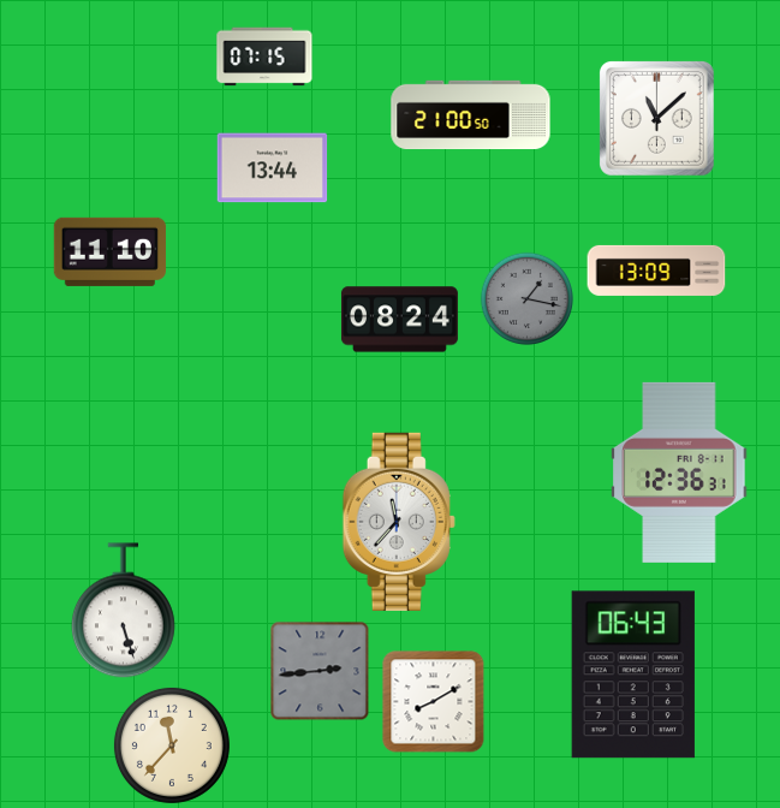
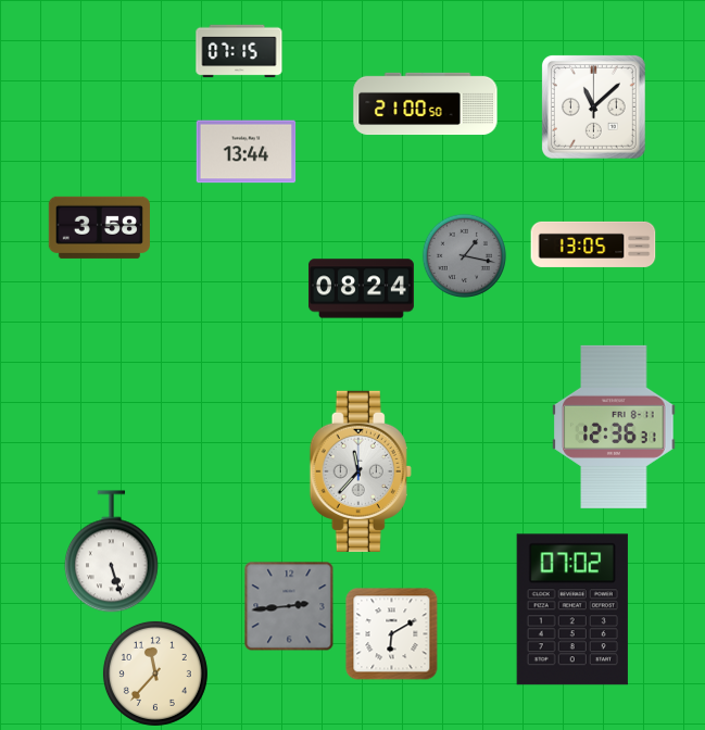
clock at (109, 251): 11:10 -> 3:58
clock at (656, 271): 13:09 -> 13:05
clock at (526, 298) position: (526, 298) -> (464, 255)
clock at (633, 675): 06:43 -> 07:02
clock at (434, 702): 8:10 -> 6:10
